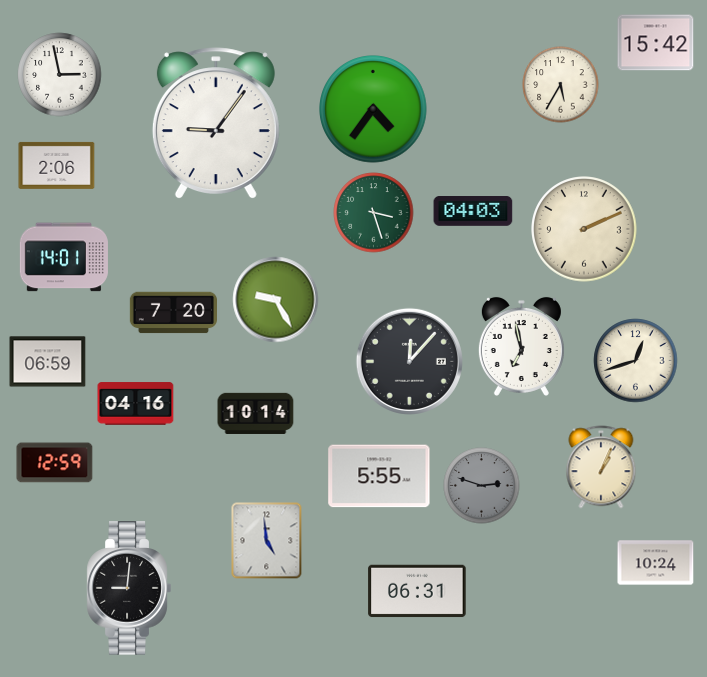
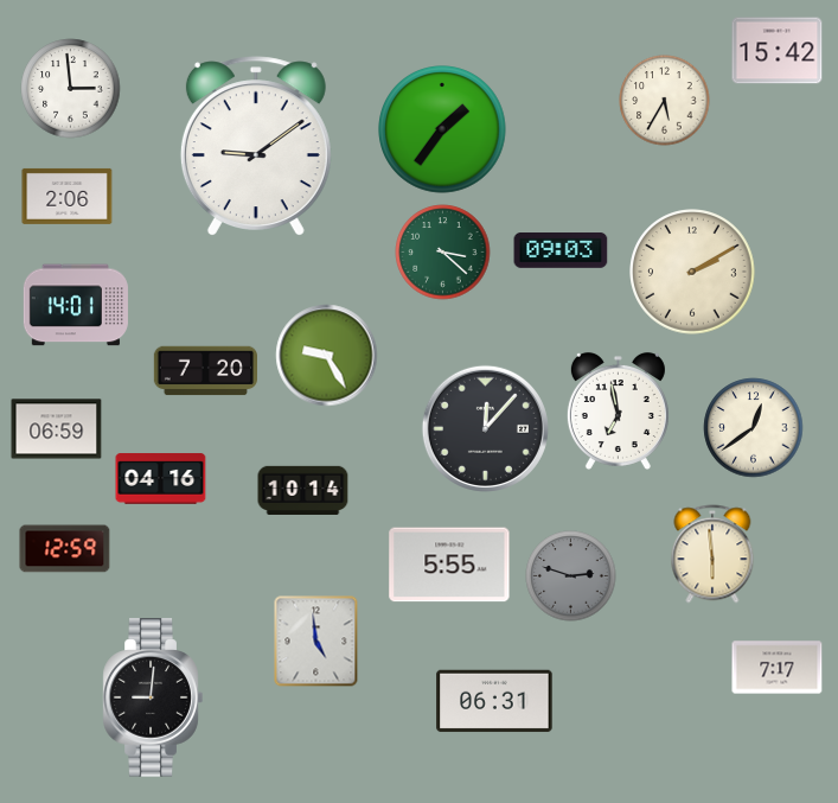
clock at (60, 75): 2:58 -> 2:59
clock at (373, 109): 4:36 -> 1:36
clock at (216, 123): 9:06 -> 9:09
clock at (473, 212): 04:03 -> 09:03
clock at (374, 213): 3:27 -> 3:22
clock at (584, 229): 2:11 -> 2:10
clock at (636, 361): 12:42 -> 12:39
clock at (601, 467): 1:04 -> 5:59
clock at (656, 563): 10:24 -> 7:17
